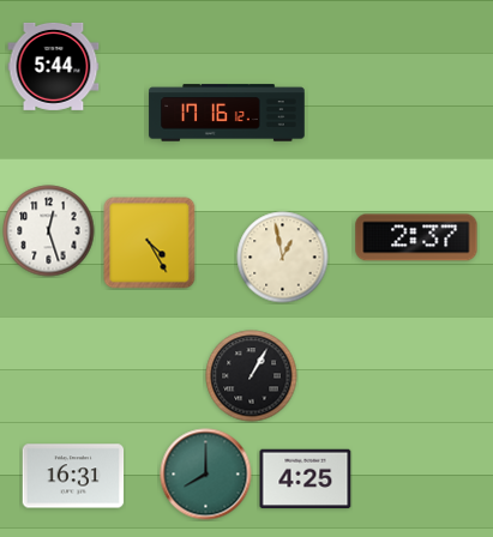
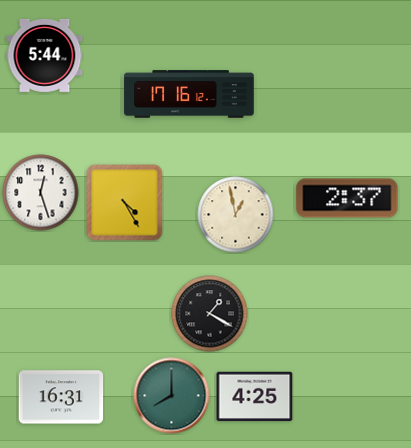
clock at (252, 376): 1:05 -> 1:20
clock at (306, 479) position: (306, 479) -> (255, 397)
